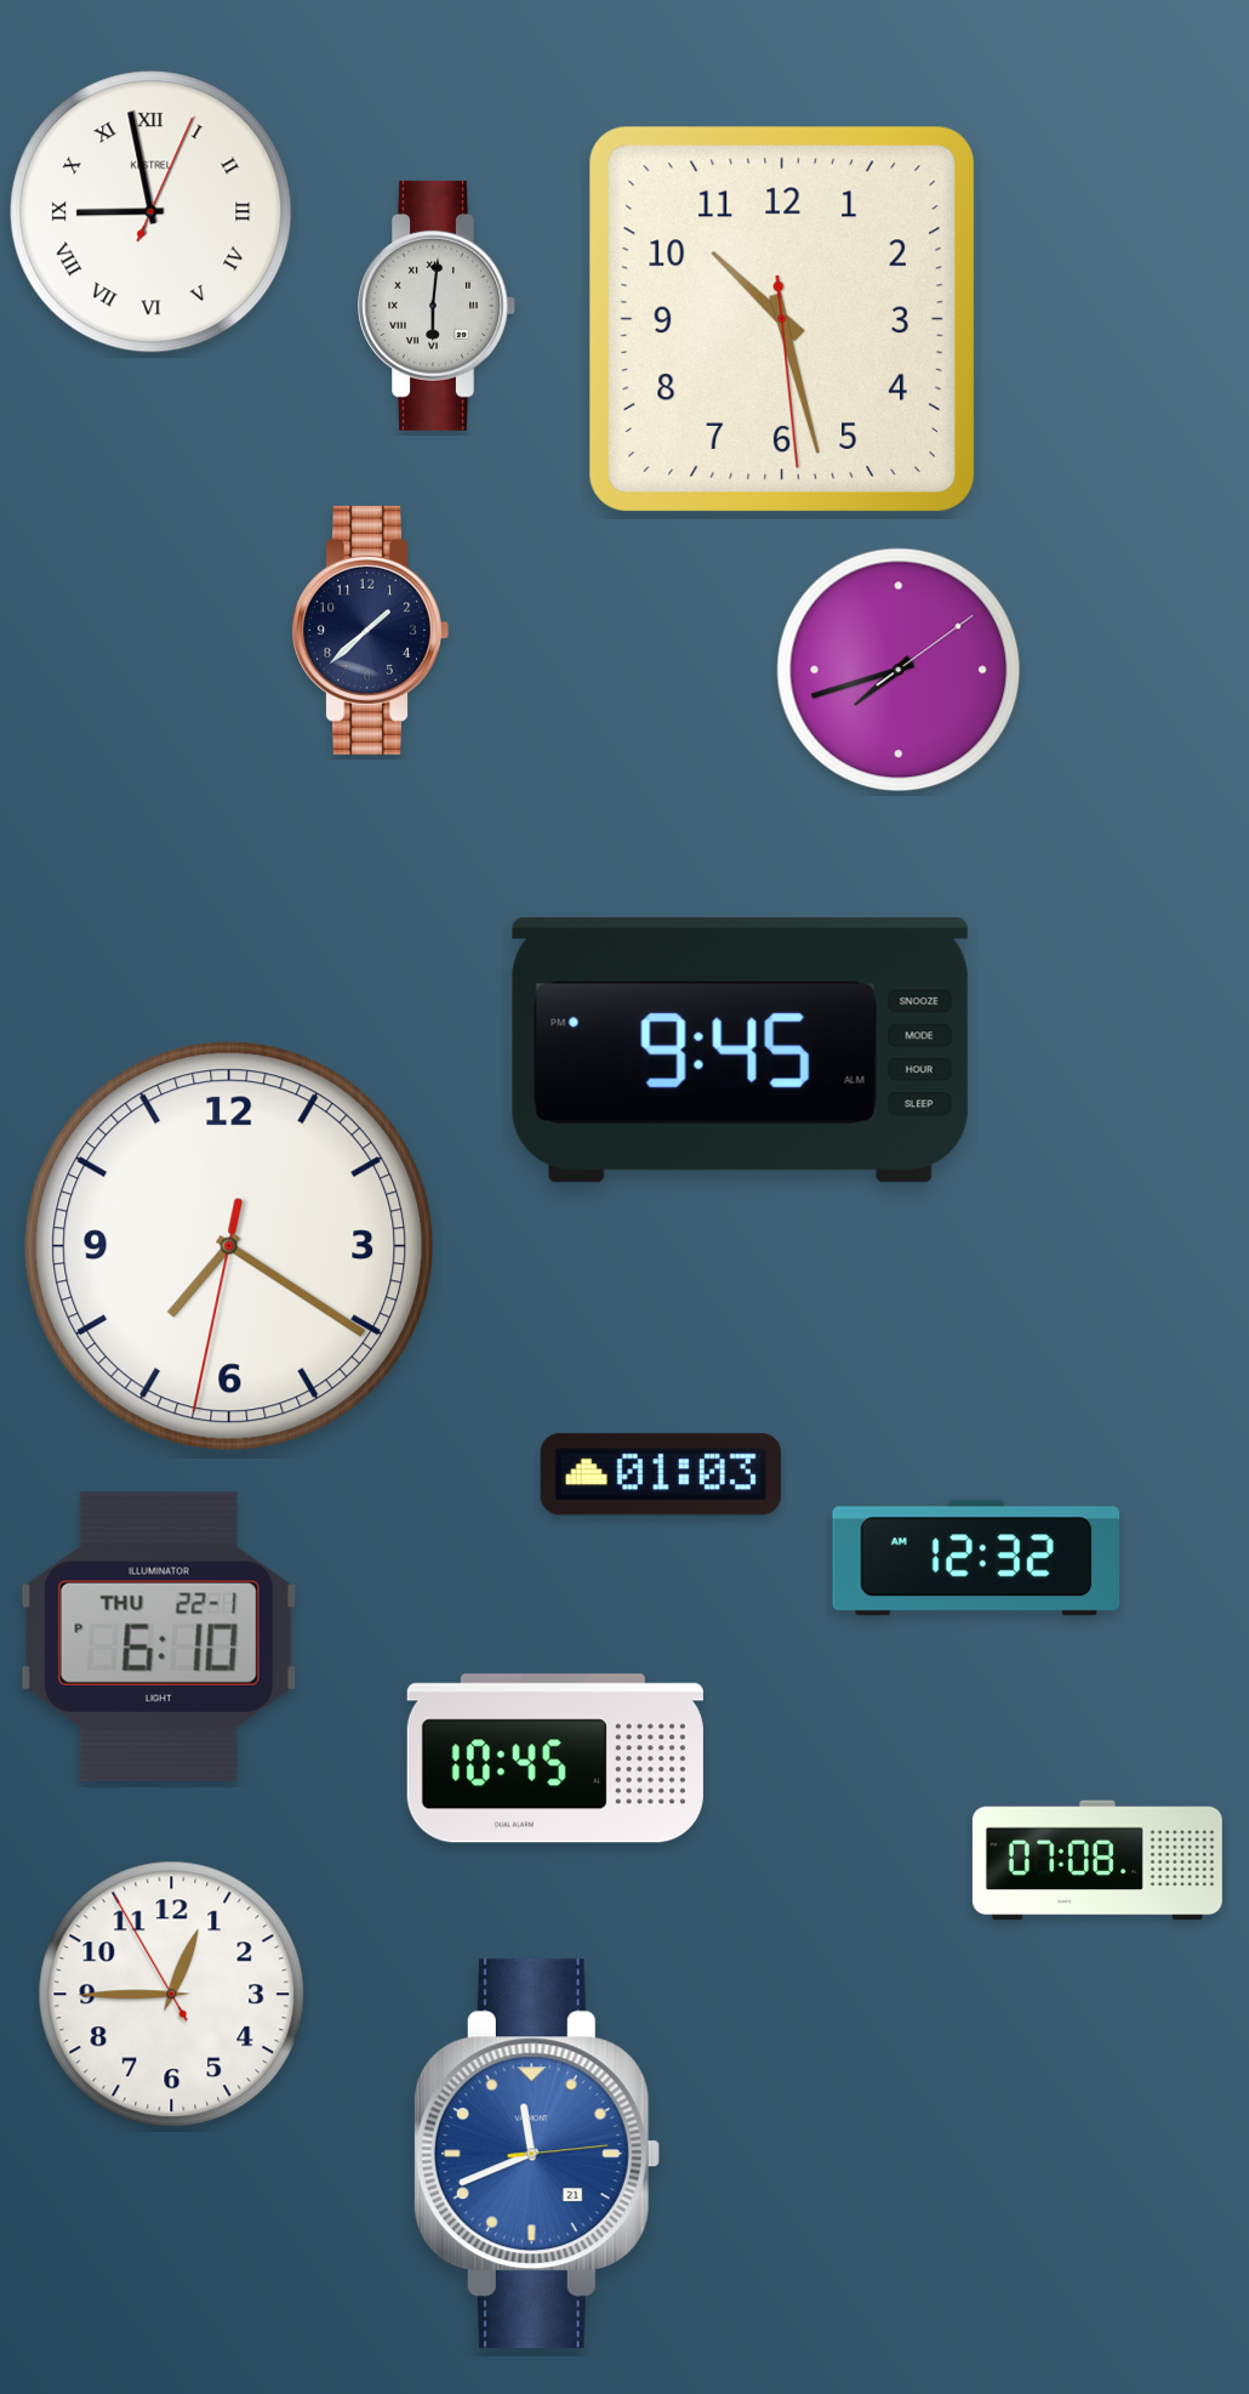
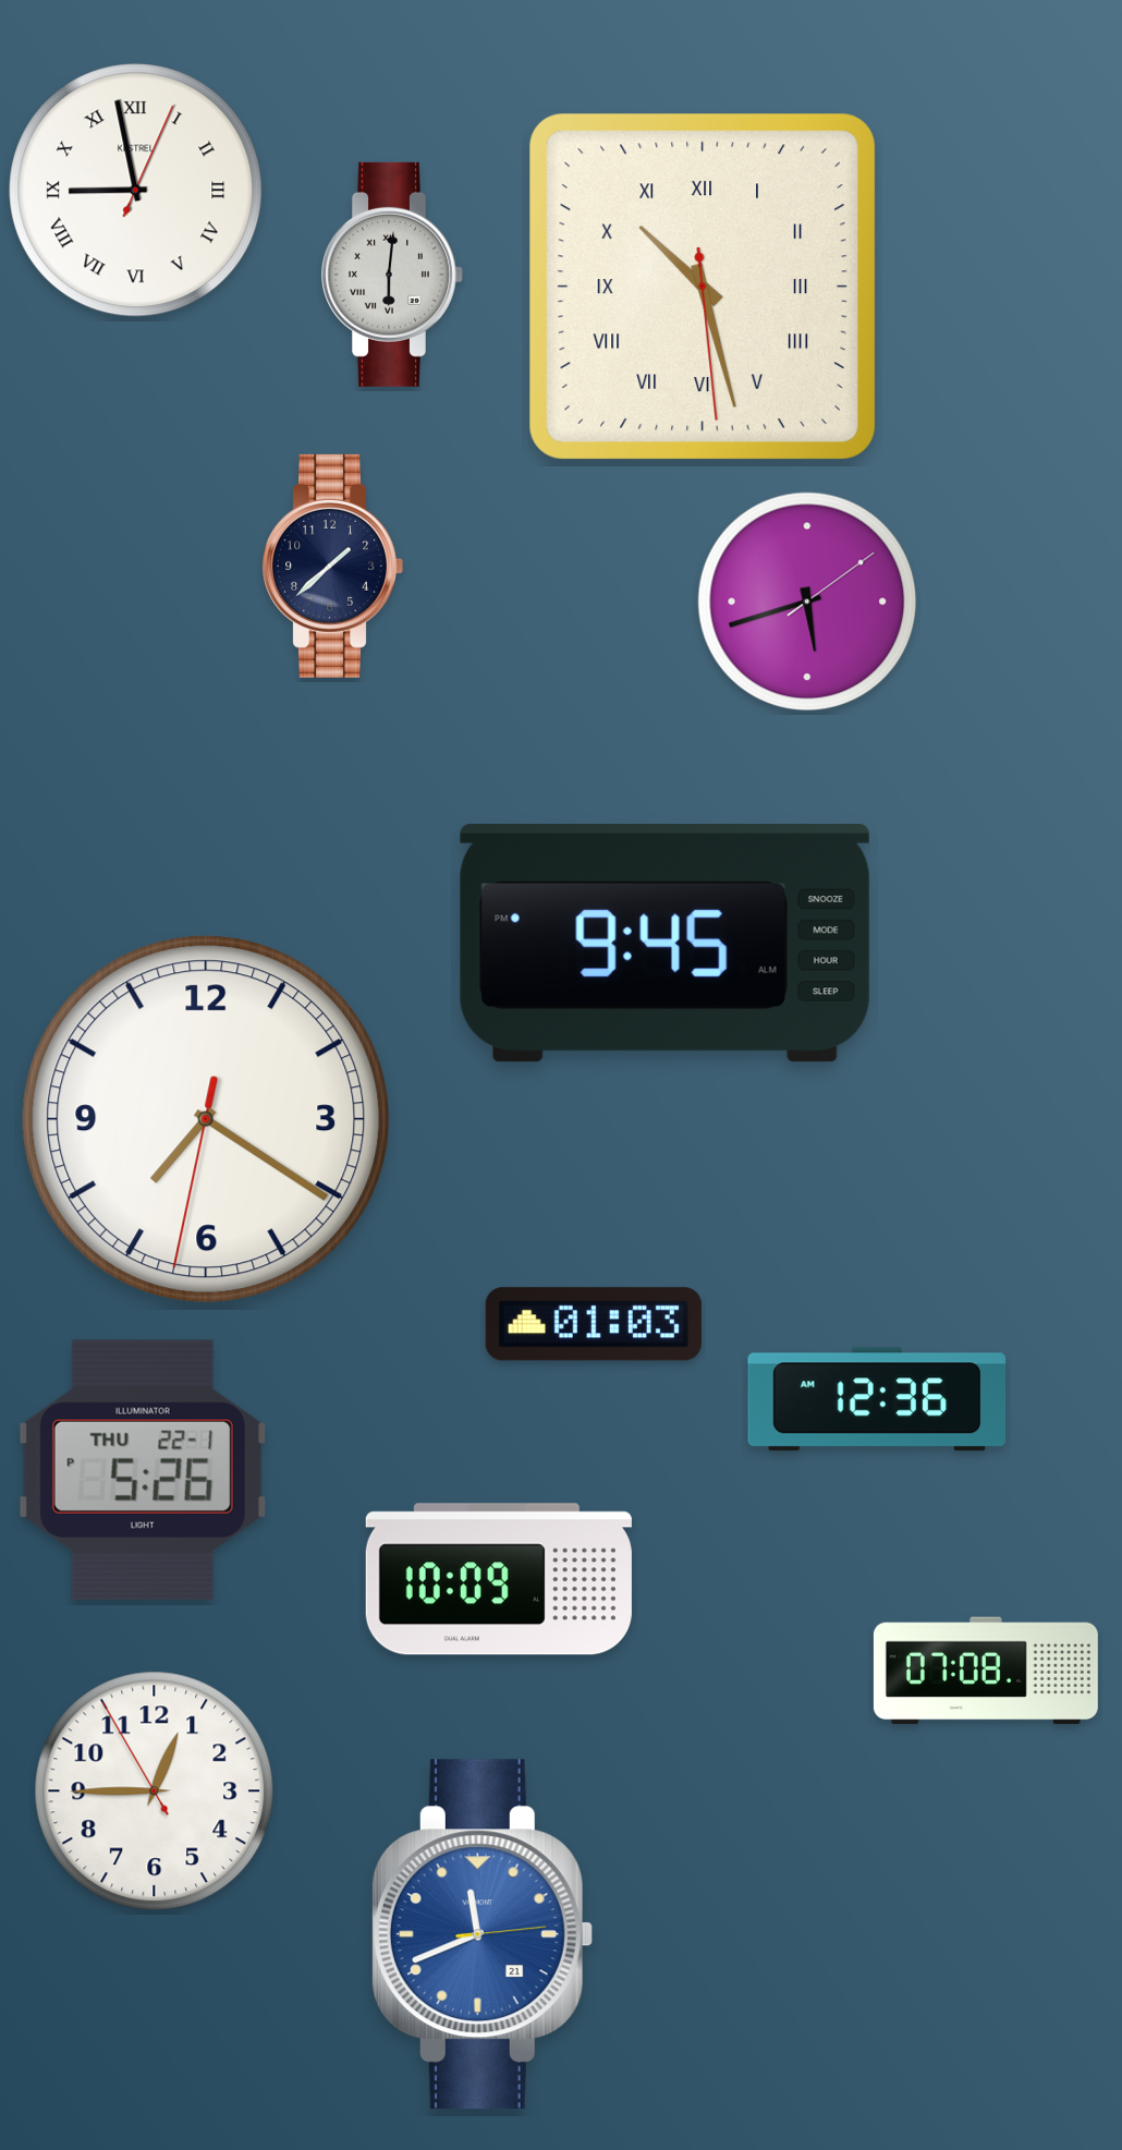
clock at (782, 319) numerals: Arabic -> Roman
clock at (899, 670): 7:42 -> 5:42
clock at (976, 1558): 12:32 -> 12:36
clock at (159, 1637): 6:10 -> 5:26
clock at (555, 1758): 10:45 -> 10:09
